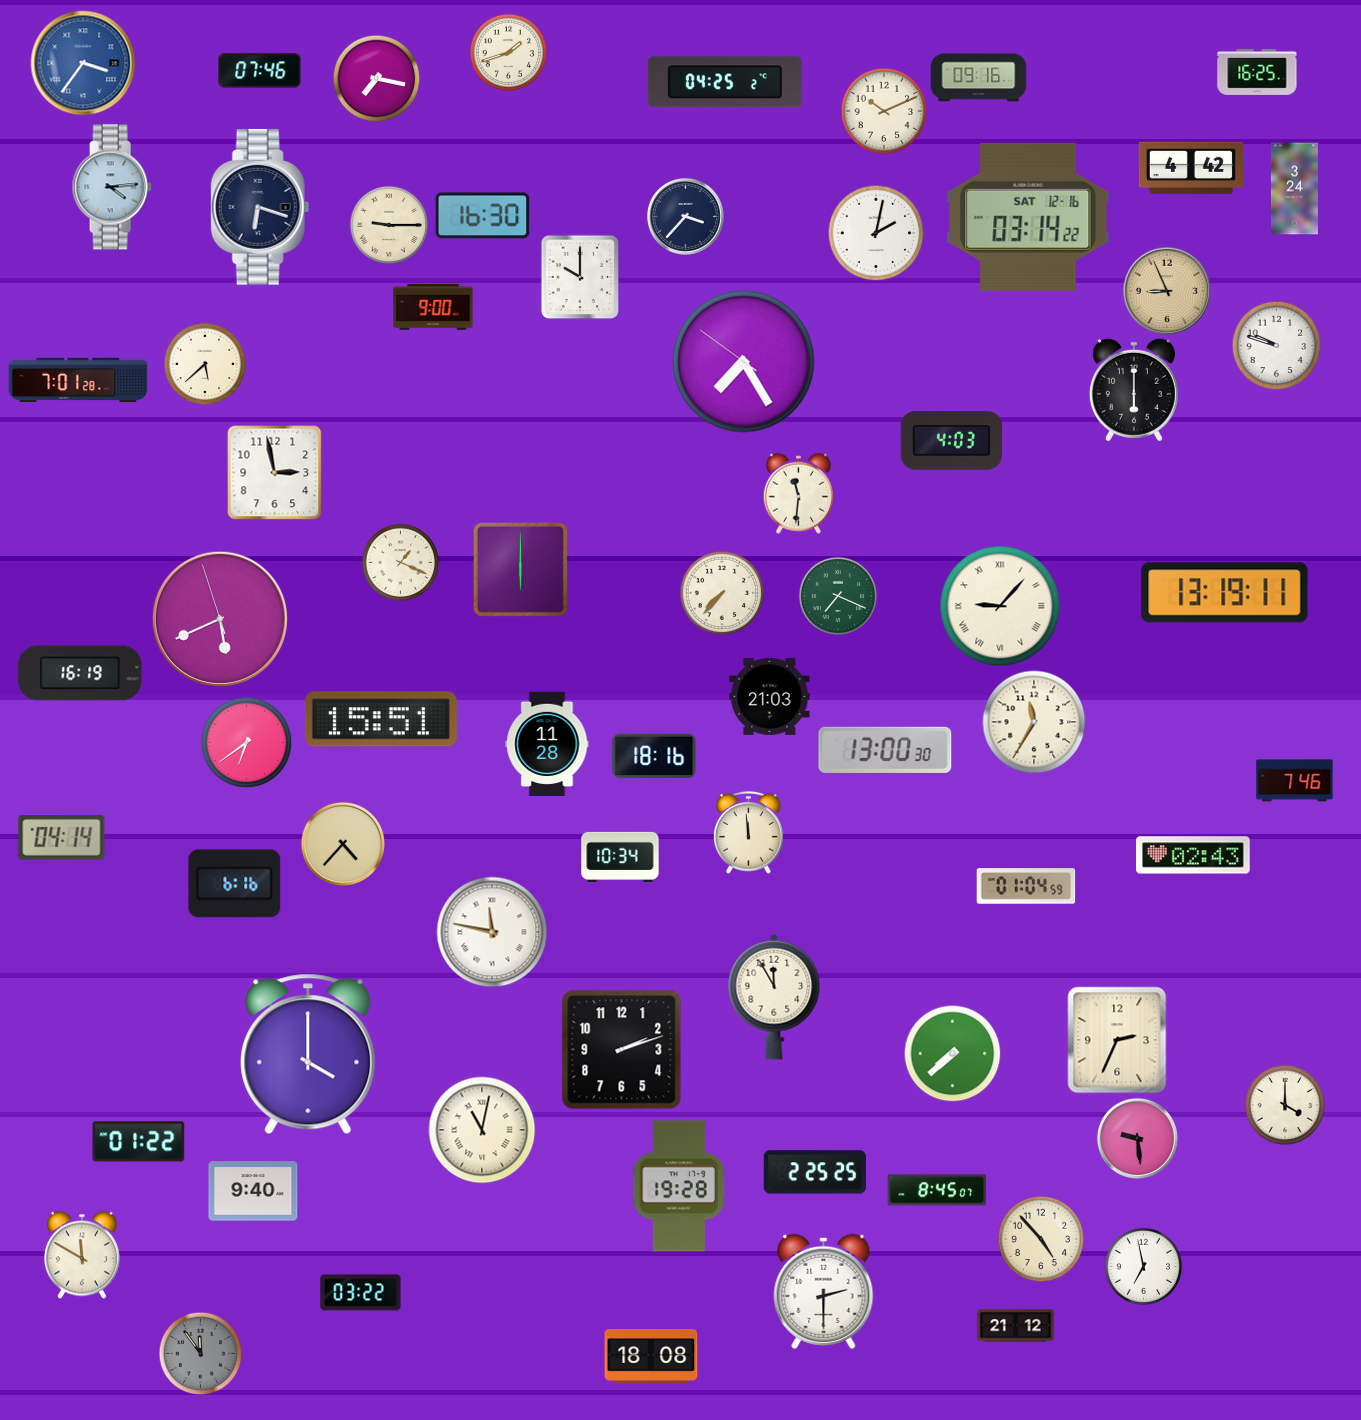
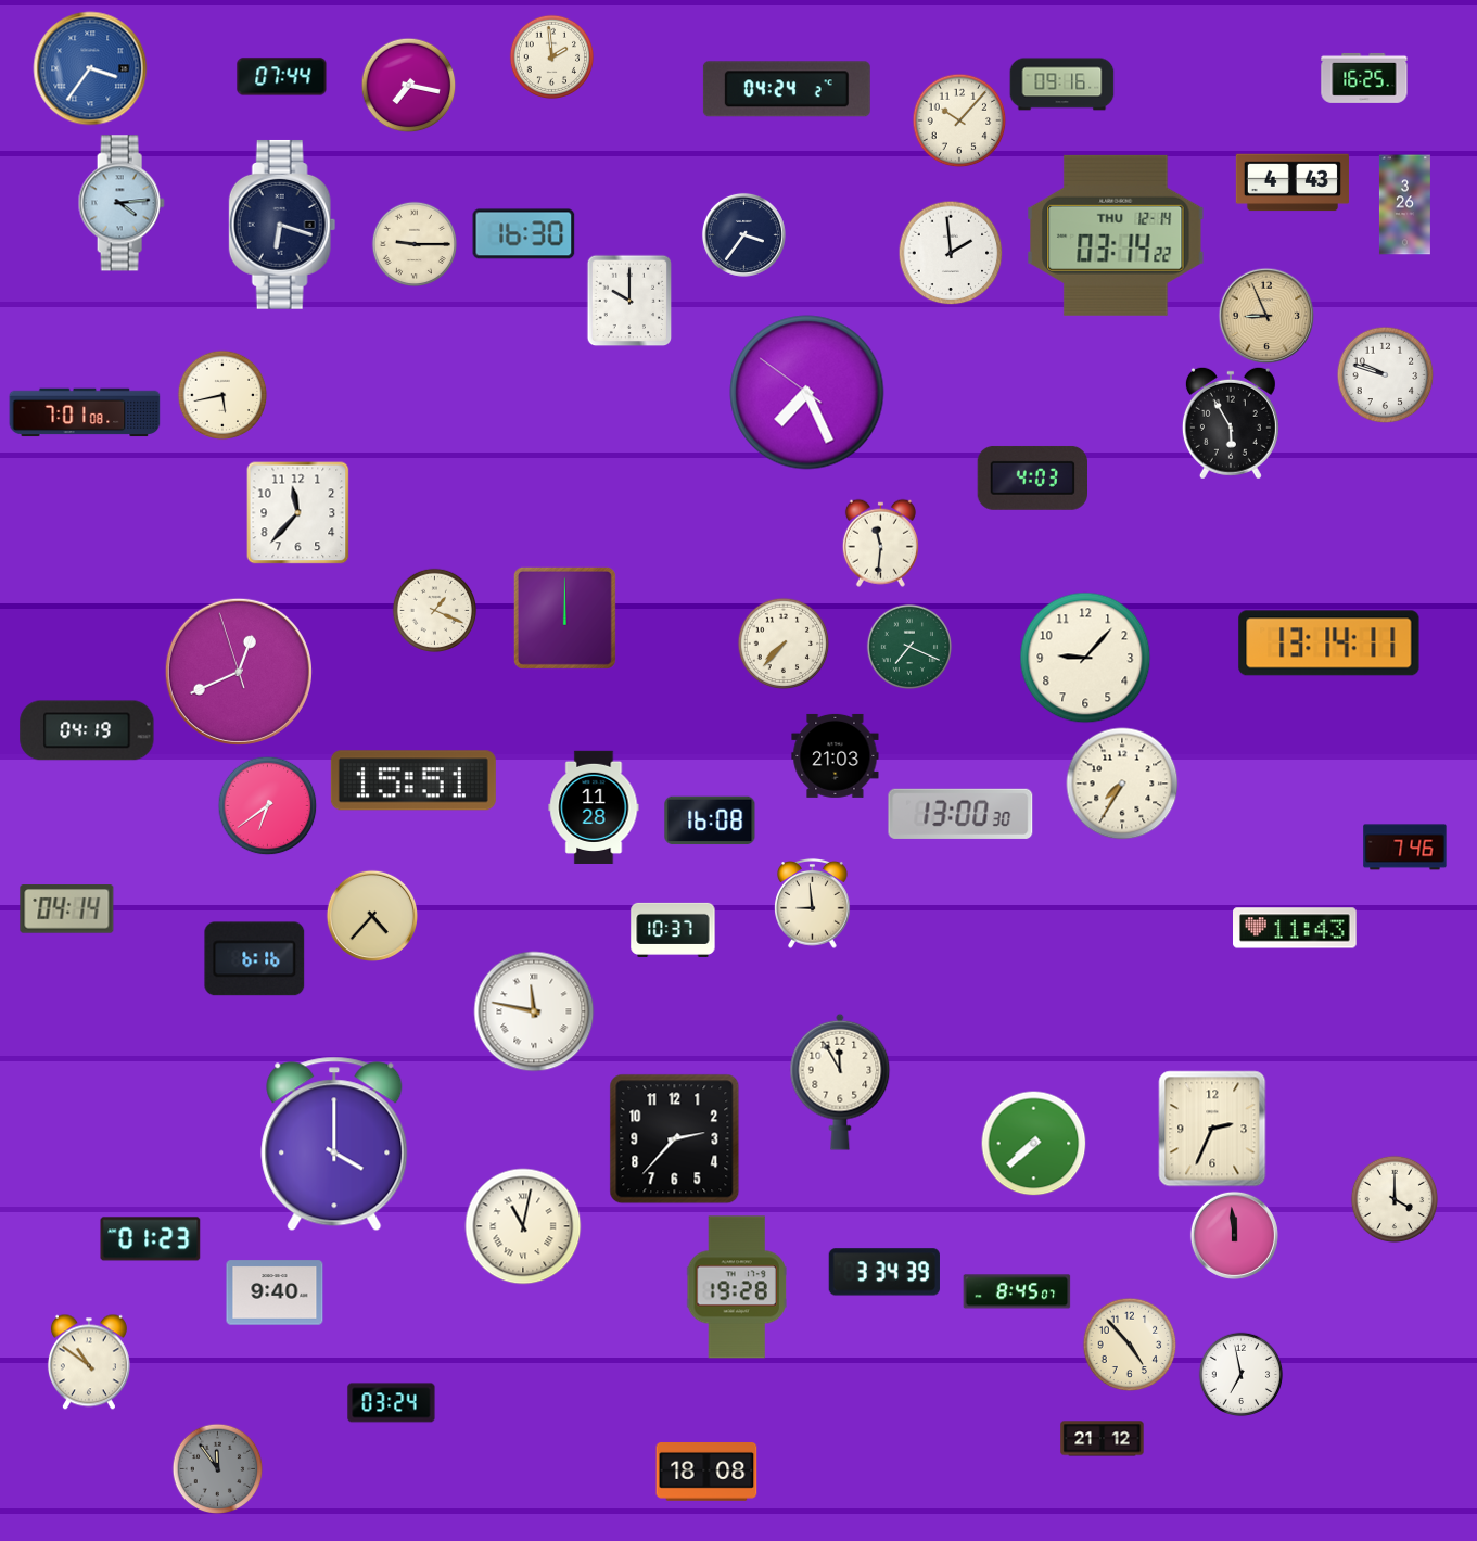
clock at (508, 52): 1:42 -> 1:59
clock at (260, 71): 07:46 -> 07:44
clock at (725, 82): 04:25 -> 04:24
clock at (884, 111): 10:11 -> 10:07
clock at (1191, 168): 4:42 -> 4:43
clock at (1294, 189): 3:24 -> 3:26
clock at (685, 216): 3:37 -> 3:36
clock at (1028, 217) date: SAT 12-16 -> THU 12-14
clock at (389, 225) position: (389, 225) -> (415, 244)
clock at (876, 233): 2:02 -> 1:59
clock at (433, 307): 9:00 -> none
clock at (744, 362): 7:24 -> 7:25
clock at (205, 364): 5:38 -> 5:43
clock at (78, 380): 7:01:28 -> 7:01:08
clock at (1134, 390): 6:00 -> 5:55
clock at (274, 472): 2:58 -> 11:37
clock at (798, 493) position: (798, 493) -> (880, 543)
clock at (520, 569): 6:00 -> 12:00
clock at (1225, 593): 13:19 -> 13:14
clock at (1000, 606) numerals: Roman -> Arabic
clock at (220, 619): 5:40 -> 12:40
clock at (80, 673): 16:19 -> 04:19
clock at (1034, 722): 11:35 -> 7:35
clock at (654, 756): 18:16 -> 16:08
clock at (749, 832): 11:59 -> 8:59
clock at (1194, 855): 02:43 -> 11:43
clock at (620, 857): 10:34 -> 10:37
clock at (1026, 886): 01:04 -> none
clock at (622, 1050): 2:12 -> 2:37
clock at (1137, 1138): 9:29 -> 11:59
clock at (139, 1142): 01:22 -> 01:23
clock at (815, 1172): 2:25 -> 3:34
clock at (82, 1255): 11:50 -> 10:51
clock at (824, 1291): 2:30 -> none
clock at (361, 1293): 03:22 -> 03:24
